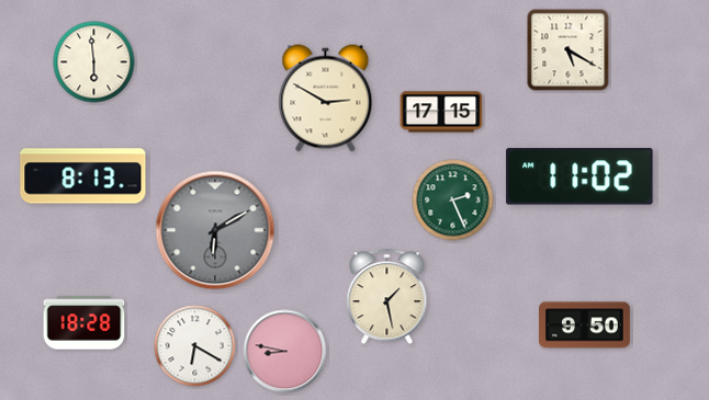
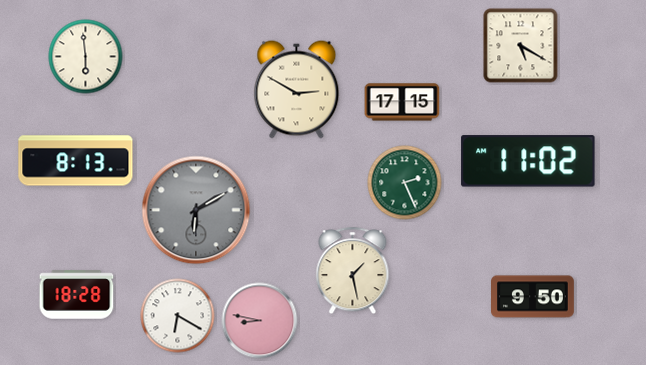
clock at (569, 50) position: (569, 50) -> (521, 46)
clock at (453, 201) position: (453, 201) -> (405, 183)
